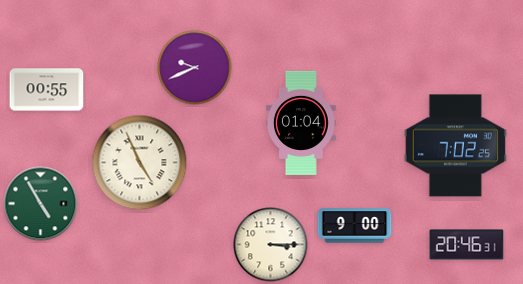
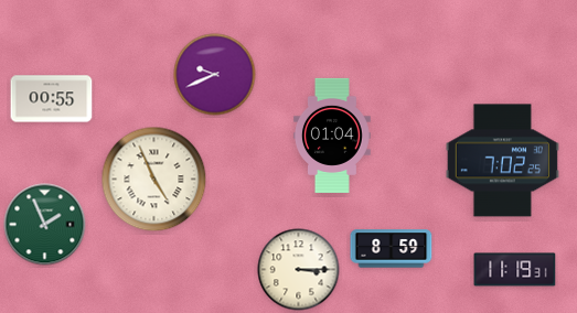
clock at (41, 204): 4:55 -> 1:56
clock at (355, 226): 9:00 -> 8:59
clock at (467, 245): 20:46 -> 11:19
